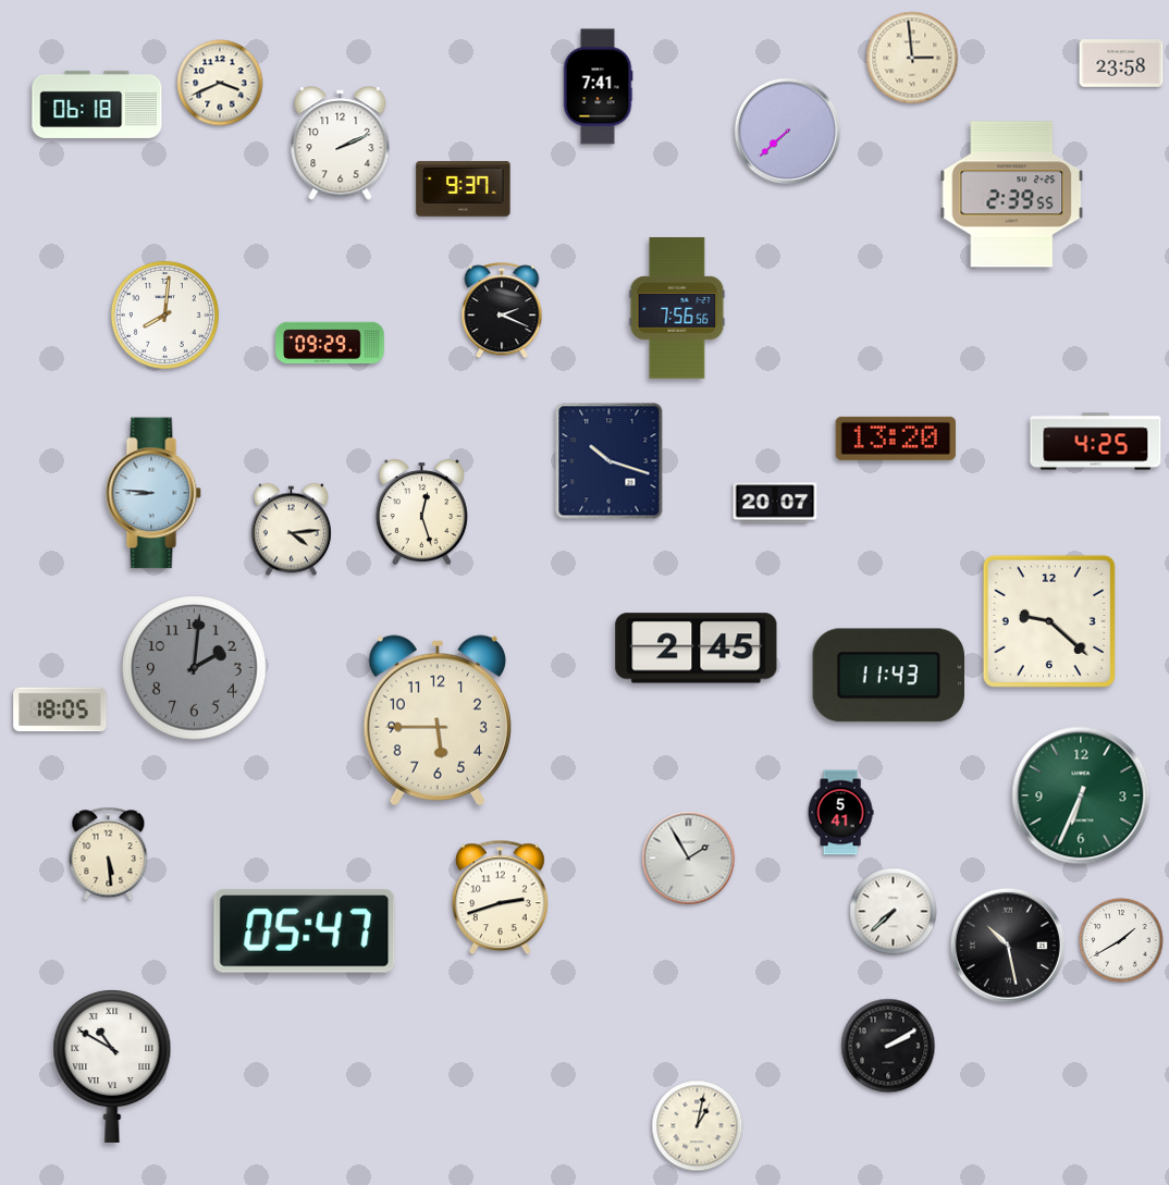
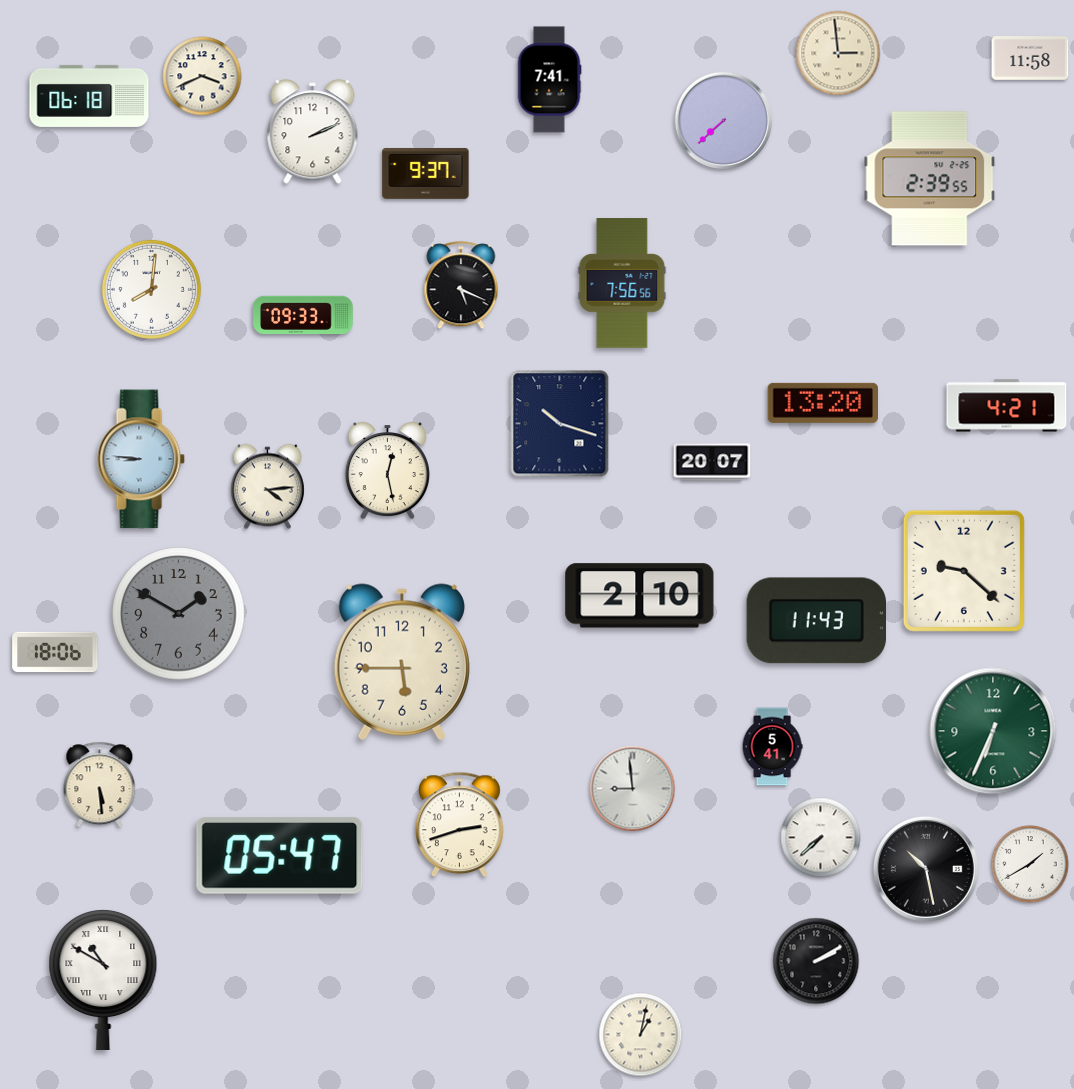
clock at (1121, 63): 23:58 -> 11:58
clock at (502, 311): 2:19 -> 5:19
clock at (330, 342): 09:29 -> 09:33
clock at (1096, 442): 4:25 -> 4:21
clock at (153, 493) position: (153, 493) -> (141, 459)
clock at (421, 513): 12:27 -> 12:28
clock at (697, 649): 2:45 -> 2:10
clock at (195, 668): 2:01 -> 1:50
clock at (60, 709): 18:05 -> 18:06
clock at (689, 859): 1:55 -> 8:59
